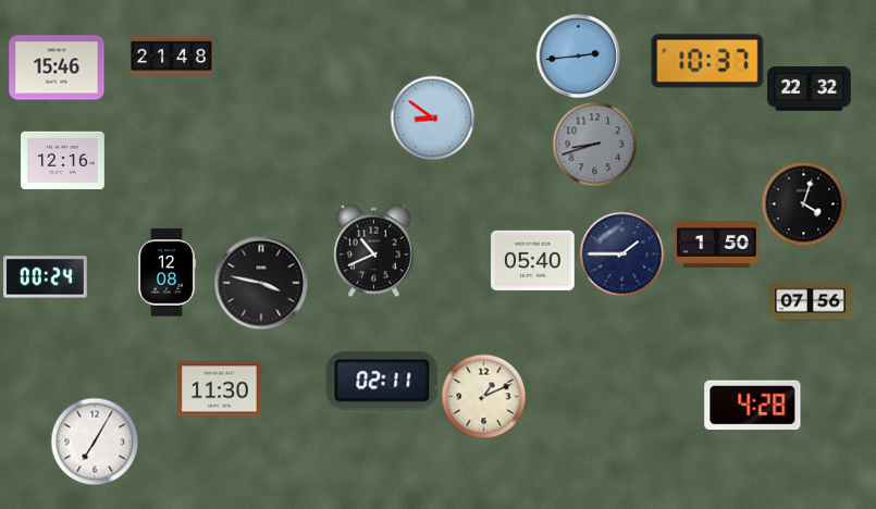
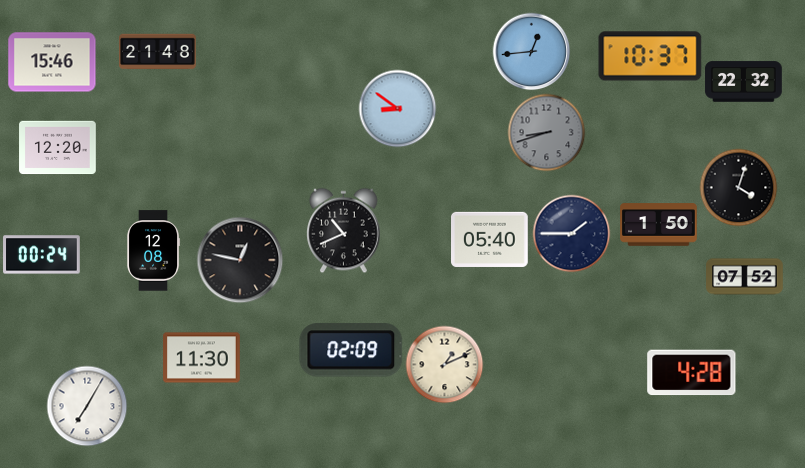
clock at (578, 55): 2:44 -> 12:44
clock at (63, 161): 12:16 -> 12:20
clock at (261, 283): 3:47 -> 12:47
clock at (811, 301): 07:56 -> 07:52
clock at (382, 381): 02:11 -> 02:09
